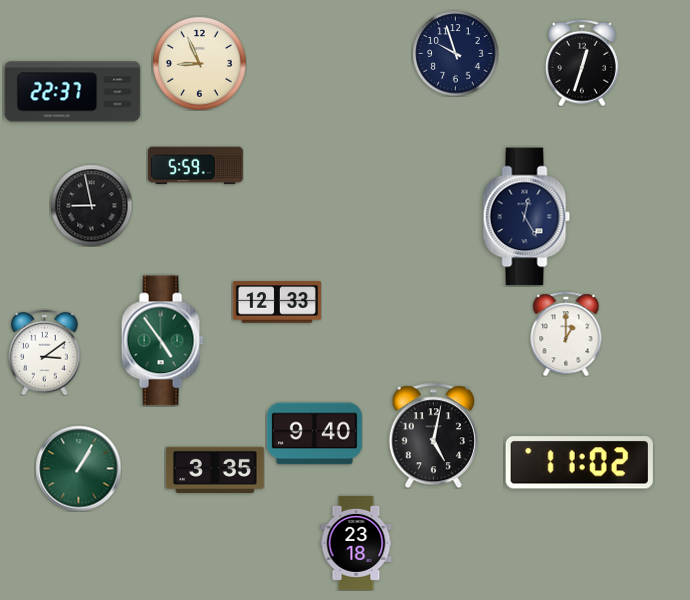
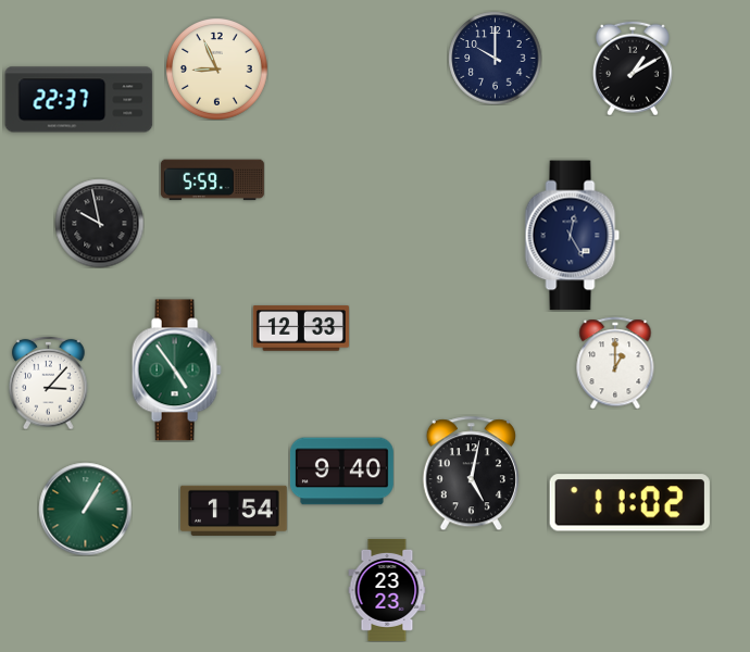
clock at (455, 53): 9:57 -> 10:00
clock at (582, 63): 12:33 -> 1:10
clock at (91, 205): 8:58 -> 9:58
clock at (45, 352): 3:09 -> 3:07
clock at (215, 470): 3:35 -> 1:54
clock at (356, 543): 23:18 -> 23:23
